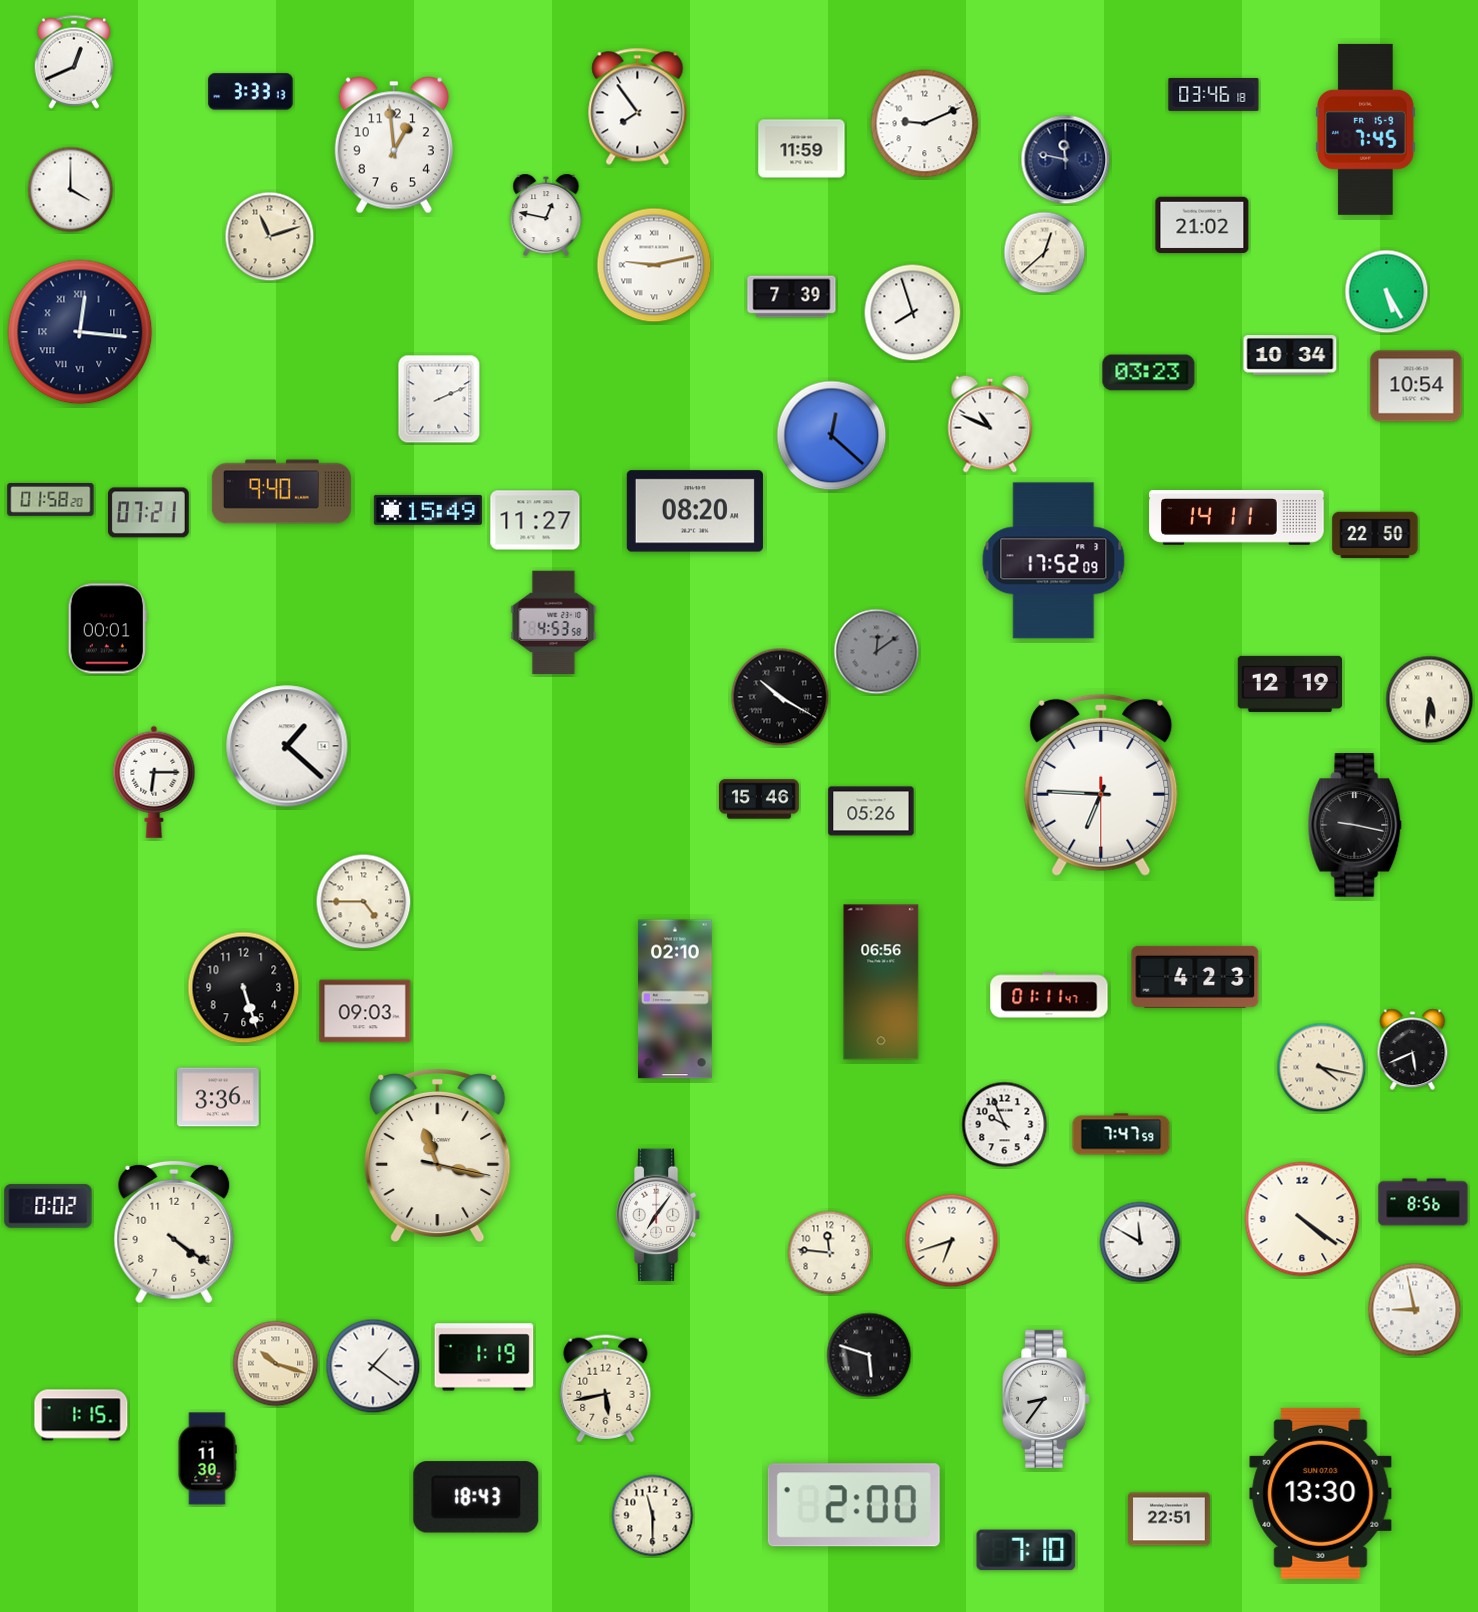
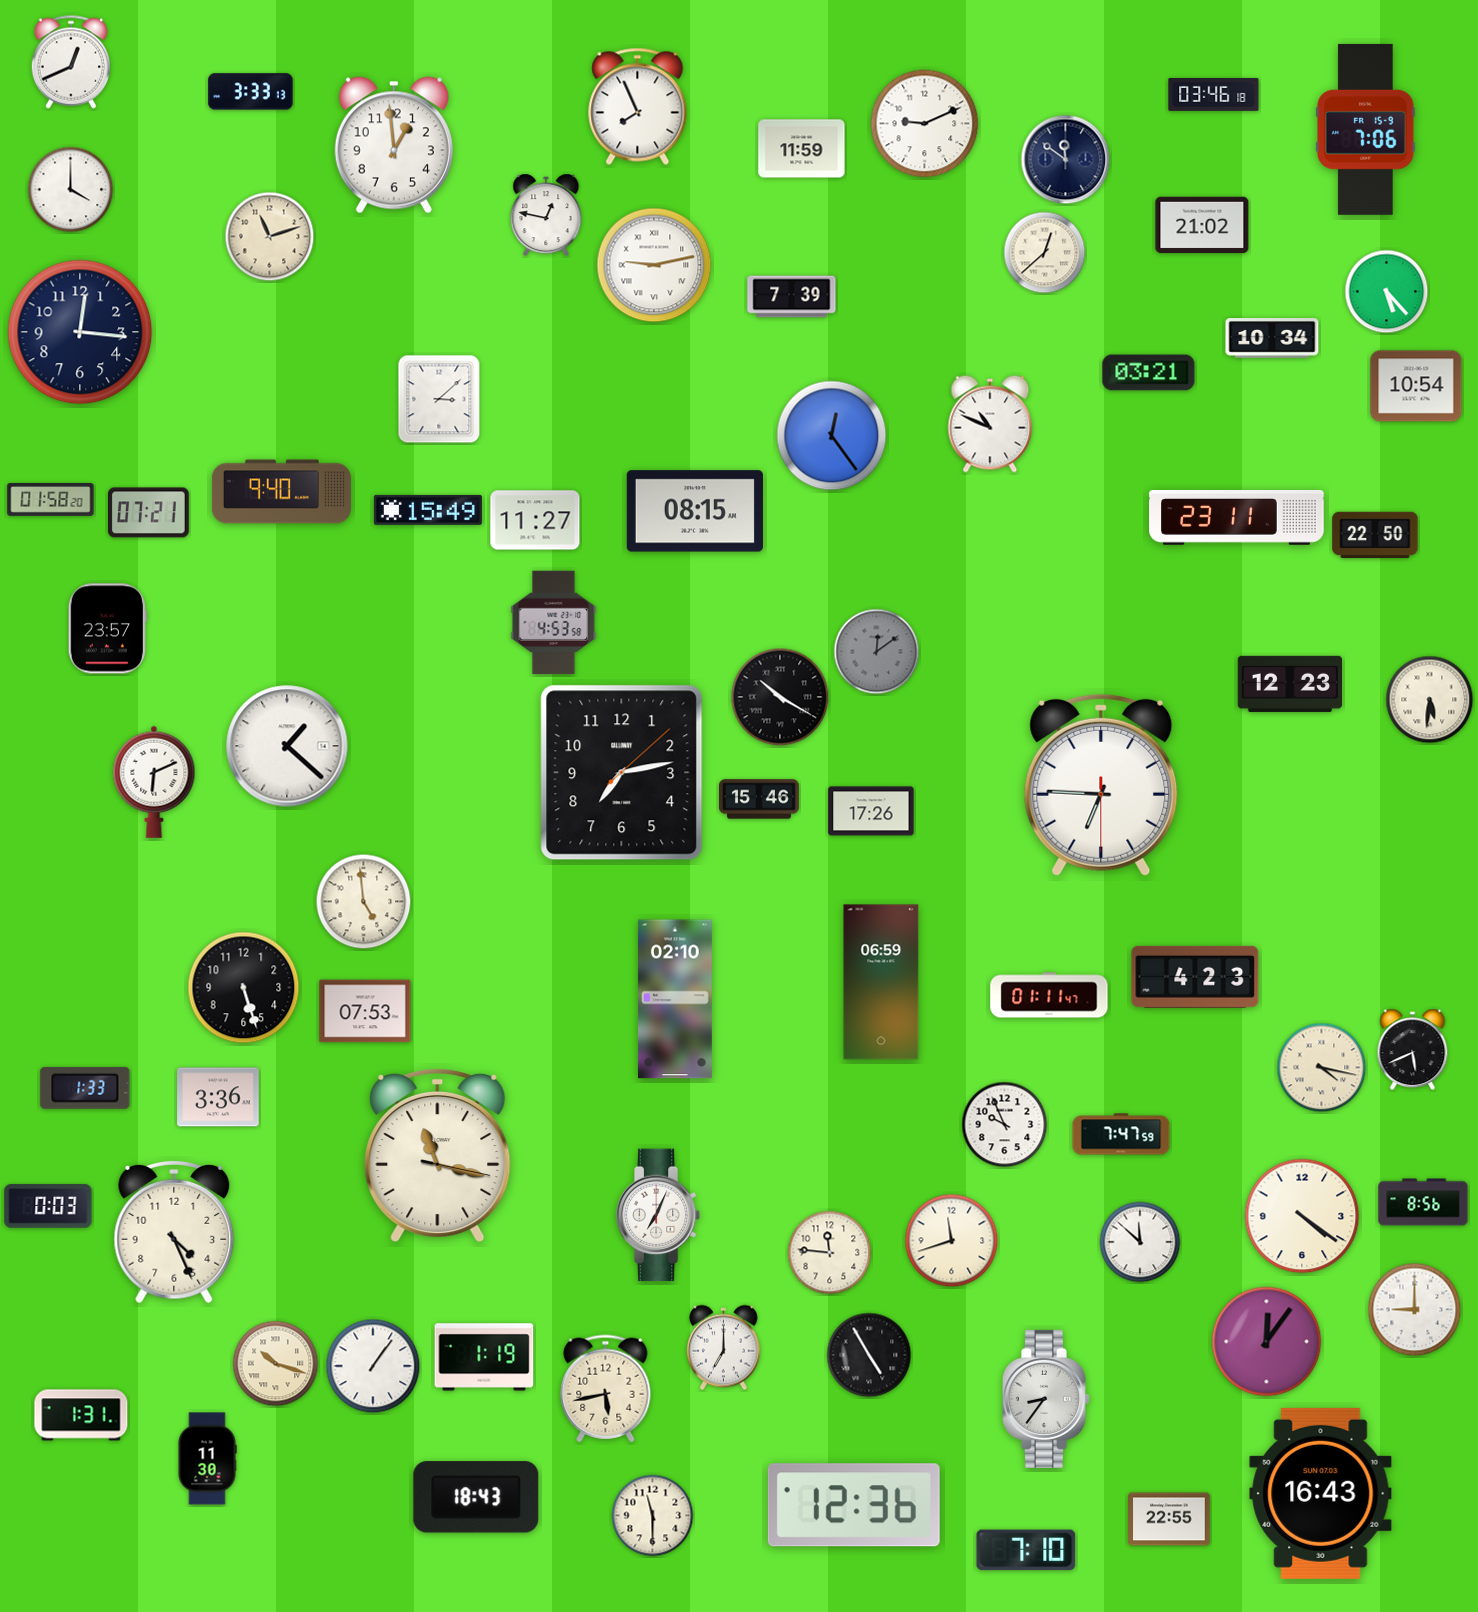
clock at (74, 62) position: (74, 62) -> (71, 62)
clock at (638, 106): 7:54 -> 7:56
clock at (1366, 129): 7:45 -> 7:06
clock at (1066, 160): 11:47 -> 11:51
clock at (1387, 292): 5:25 -> 5:23
clock at (913, 313): 7:57 -> none
clock at (80, 332) numerals: Roman -> Arabic
clock at (1290, 355) position: (1290, 355) -> (1272, 338)
clock at (1149, 373): 03:23 -> 03:21
clock at (439, 399): 2:11 -> 3:08
clock at (832, 436): 12:22 -> 12:24
clock at (695, 511): 08:20 -> 08:15
clock at (1237, 518): 14:11 -> 23:11
clock at (1054, 561): 17:52 -> none
clock at (107, 629): 00:01 -> 23:57
clock at (1289, 684): 12:19 -> 12:23
clock at (622, 773): none -> 7:13
clock at (154, 782): 6:15 -> 6:11
clock at (871, 811): 05:26 -> 17:26
clock at (1355, 825): 9:17 -> none
clock at (364, 902): 4:45 -> 4:59
clock at (881, 982): 06:56 -> 06:59
clock at (365, 1011): 09:03 -> 07:53
clock at (85, 1088): none -> 1:33
clock at (48, 1206): 0:02 -> 0:03
clock at (658, 1215): 7:06 -> 7:04
clock at (1302, 1219) position: (1302, 1219) -> (1302, 1216)
clock at (174, 1232): 4:21 -> 4:26
clock at (952, 1241): 6:42 -> 11:42
clock at (1140, 1242): 11:50 -> 11:52
clock at (1415, 1310): 8:58 -> 9:00
clock at (1267, 1342): none -> 12:06
clock at (724, 1348): none -> 7:00
clock at (869, 1355): 5:48 -> 4:55
clock at (373, 1366): 1:21 -> 1:06
clock at (81, 1415): 1:15 -> 1:31
clock at (1321, 1493): 13:30 -> 16:43
clock at (854, 1505): 2:00 -> 12:36
clock at (1169, 1519): 22:51 -> 22:55
